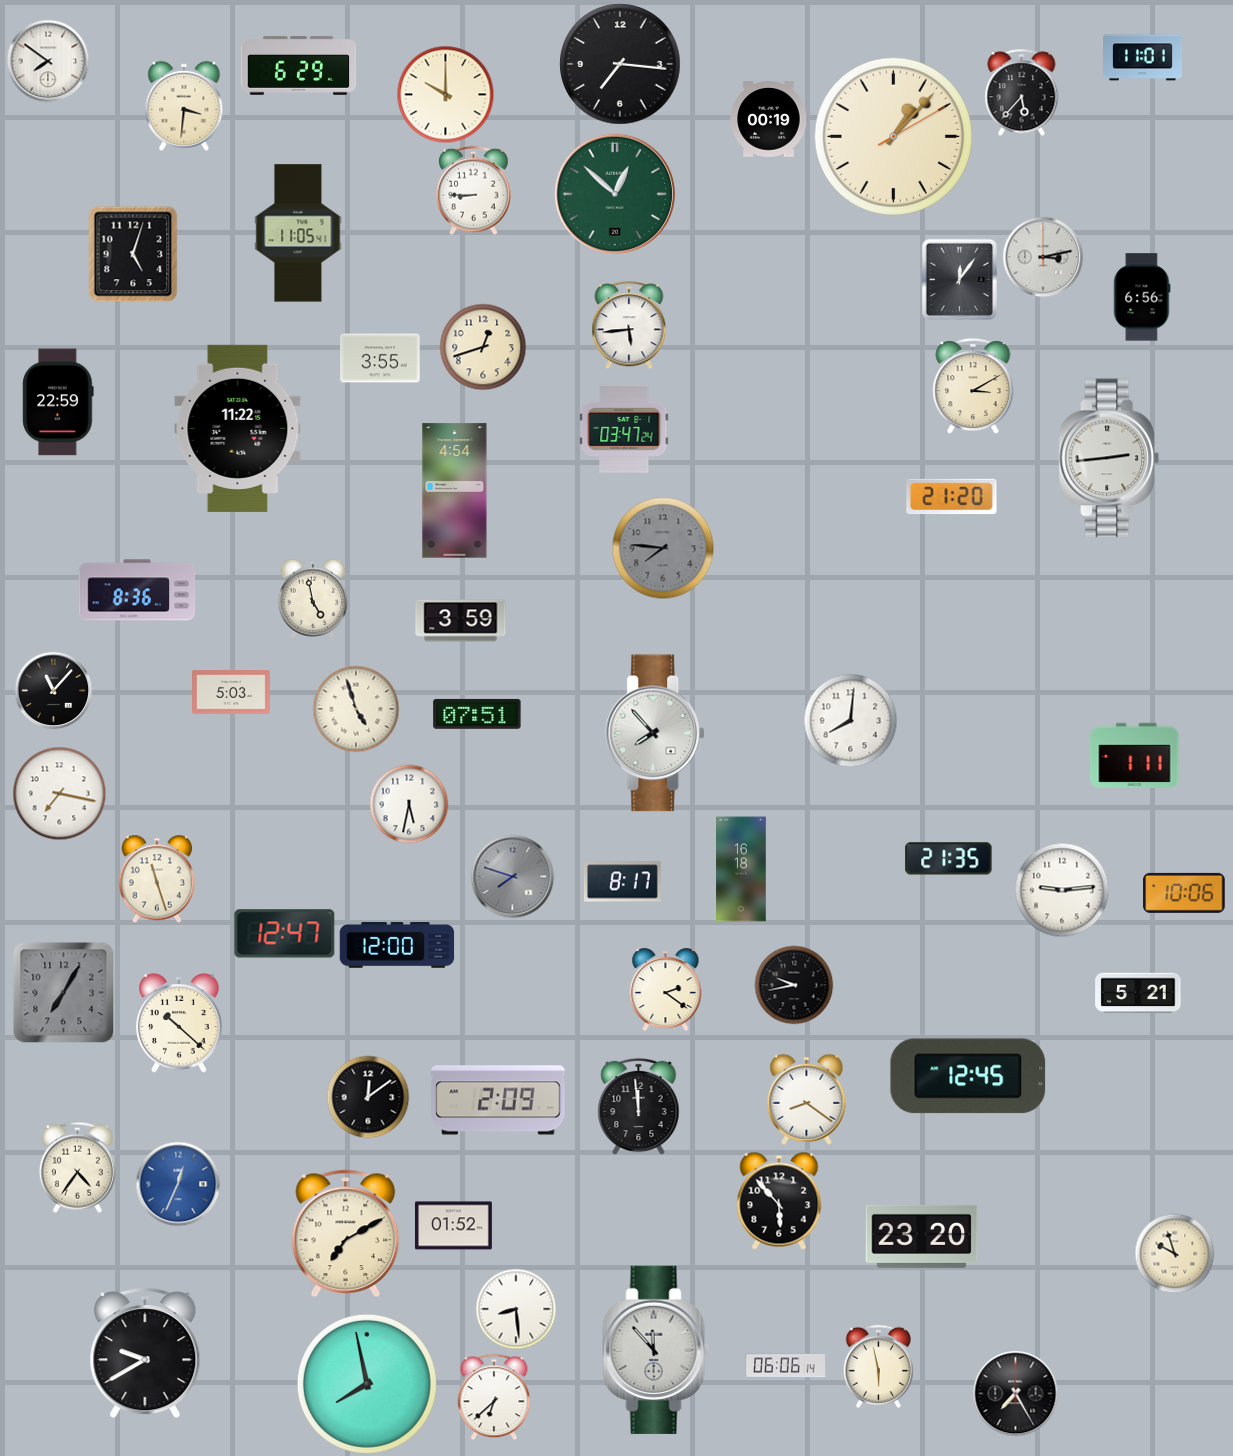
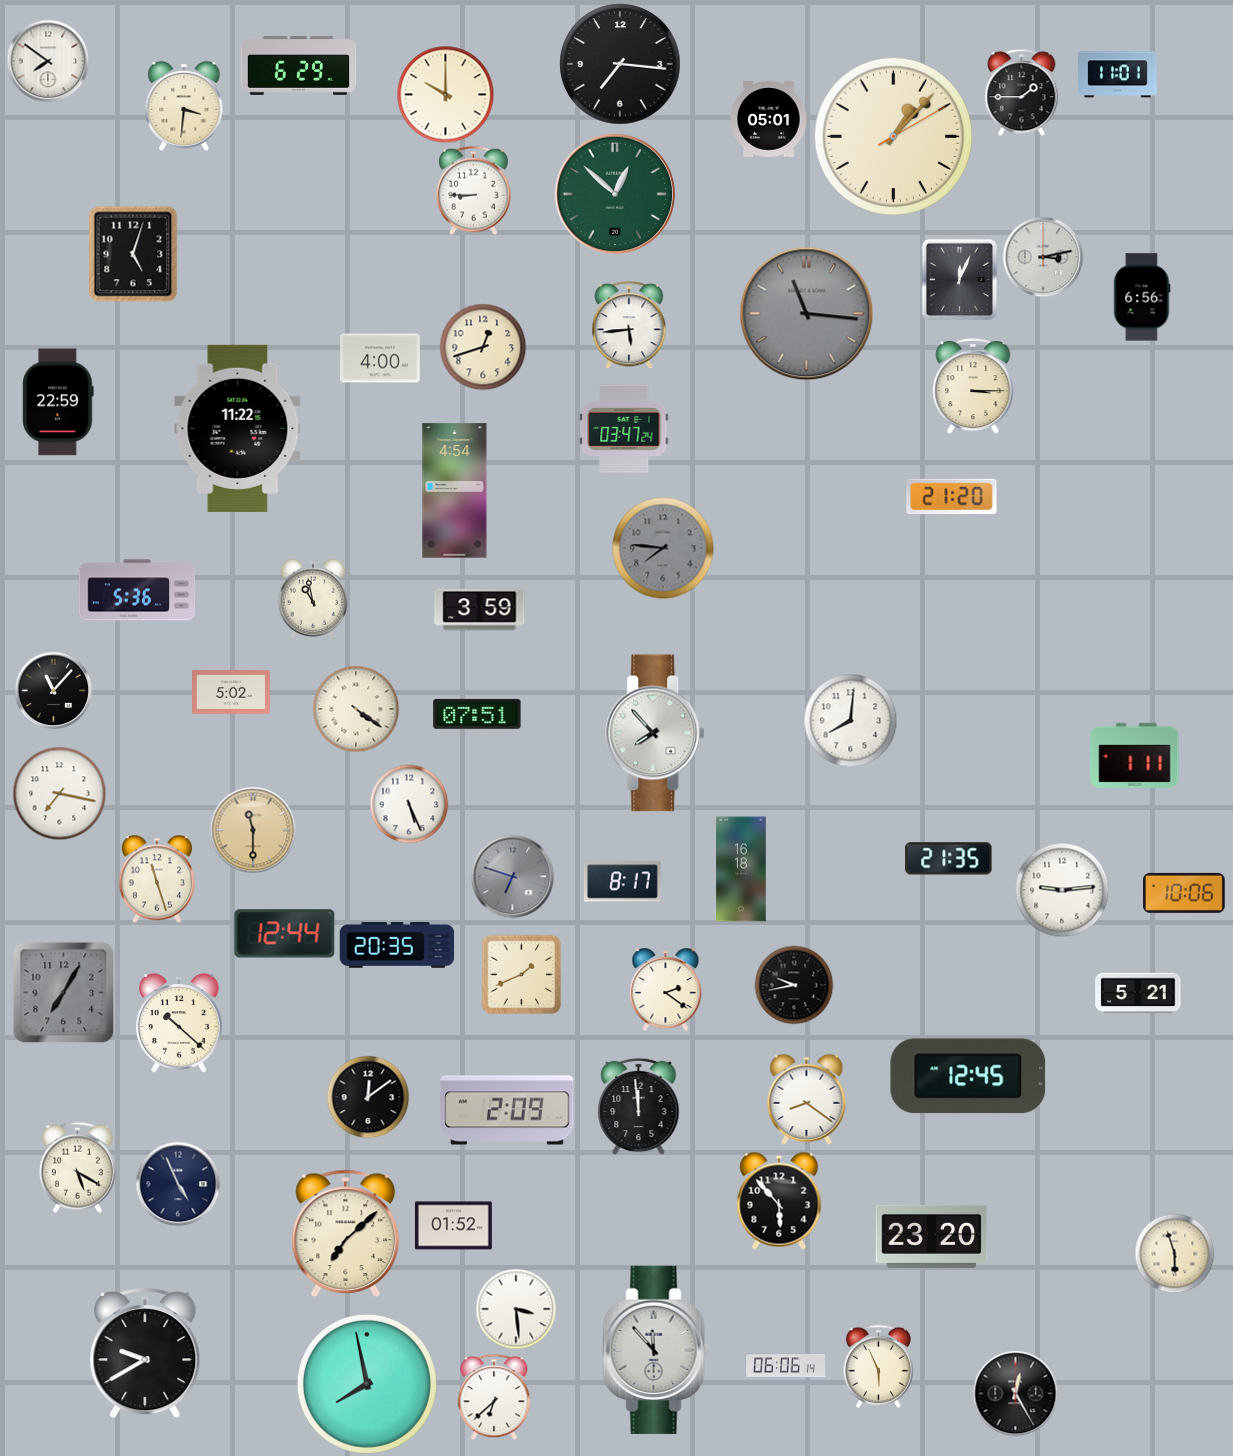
clock at (1143, 58) position: (1143, 58) -> (1118, 75)
clock at (1022, 92): 5:37 -> 1:45
clock at (769, 120): 00:19 -> 05:01
clock at (298, 233): 11:05 -> none
clock at (959, 279): 12:06 -> 12:04
clock at (807, 314): none -> 11:16
clock at (380, 358): 3:55 -> 4:00
clock at (973, 386): 3:10 -> 3:15
clock at (1109, 458): 2:44 -> none
clock at (137, 590): 8:36 -> 5:36
clock at (313, 599): 4:58 -> 10:58
clock at (461, 621) position: (461, 621) -> (480, 610)
clock at (232, 692): 5:03 -> 5:02
clock at (356, 709): 4:57 -> 4:21
clock at (409, 804): 5:32 -> 5:26
clock at (253, 830): none -> 11:30
clock at (512, 876): 7:48 -> 6:48
clock at (285, 934): 12:47 -> 12:44
clock at (397, 945): 12:00 -> 20:35
clock at (521, 974): none -> 1:41
clock at (498, 1100) position: (498, 1100) -> (507, 1110)
clock at (77, 1167): 4:36 -> 5:20
clock at (178, 1184): 12:34 -> 4:56
clock at (178, 1184) dial: blue -> navy
clock at (346, 1233): 7:10 -> 7:08
clock at (922, 1236) position: (922, 1236) -> (932, 1236)
clock at (1174, 1253): 9:57 -> 5:57
clock at (516, 1309): 8:29 -> 3:29
clock at (878, 1366): 5:58 -> 5:56
clock at (1015, 1393): 7:25 -> 12:25
